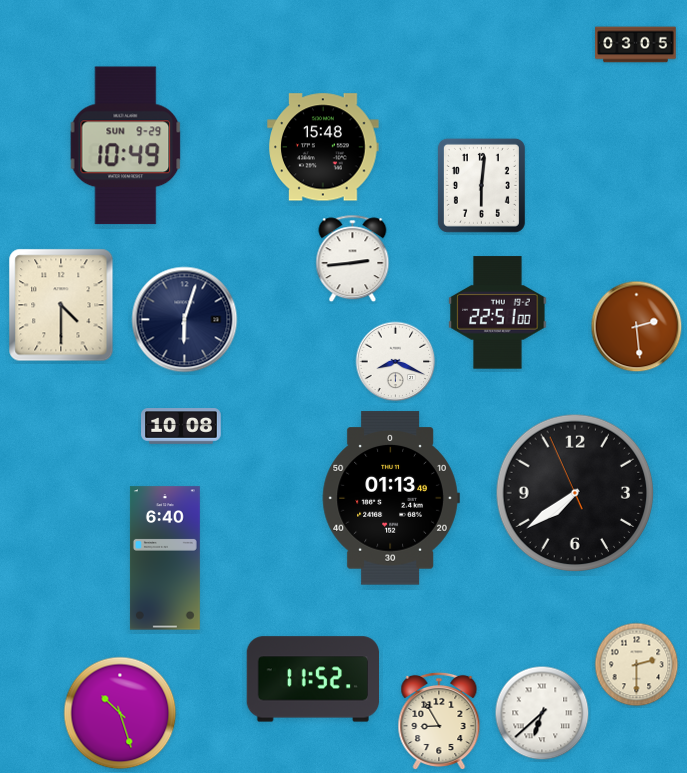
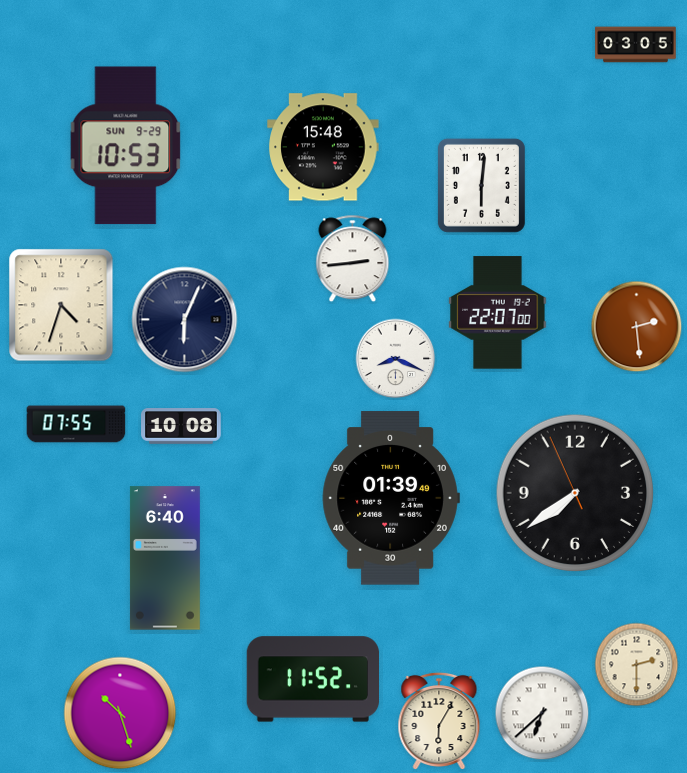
clock at (126, 146): 10:49 -> 10:53
clock at (61, 305): 4:30 -> 4:33
clock at (498, 313): 22:51 -> 22:07
clock at (185, 320): 6:03 -> 6:04
clock at (396, 362) position: (396, 362) -> (396, 359)
clock at (76, 424): none -> 07:55
clock at (391, 498): 01:13 -> 01:39
clock at (439, 720): 8:55 -> 6:05
